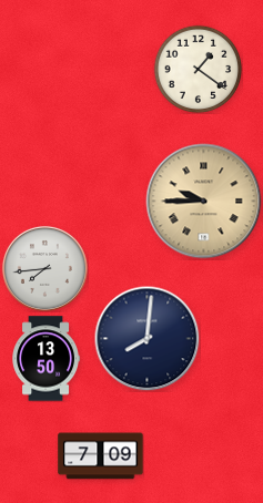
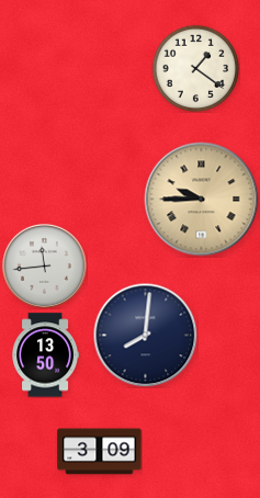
clock at (44, 268): 7:44 -> 11:44
clock at (101, 456): 7:09 -> 3:09
